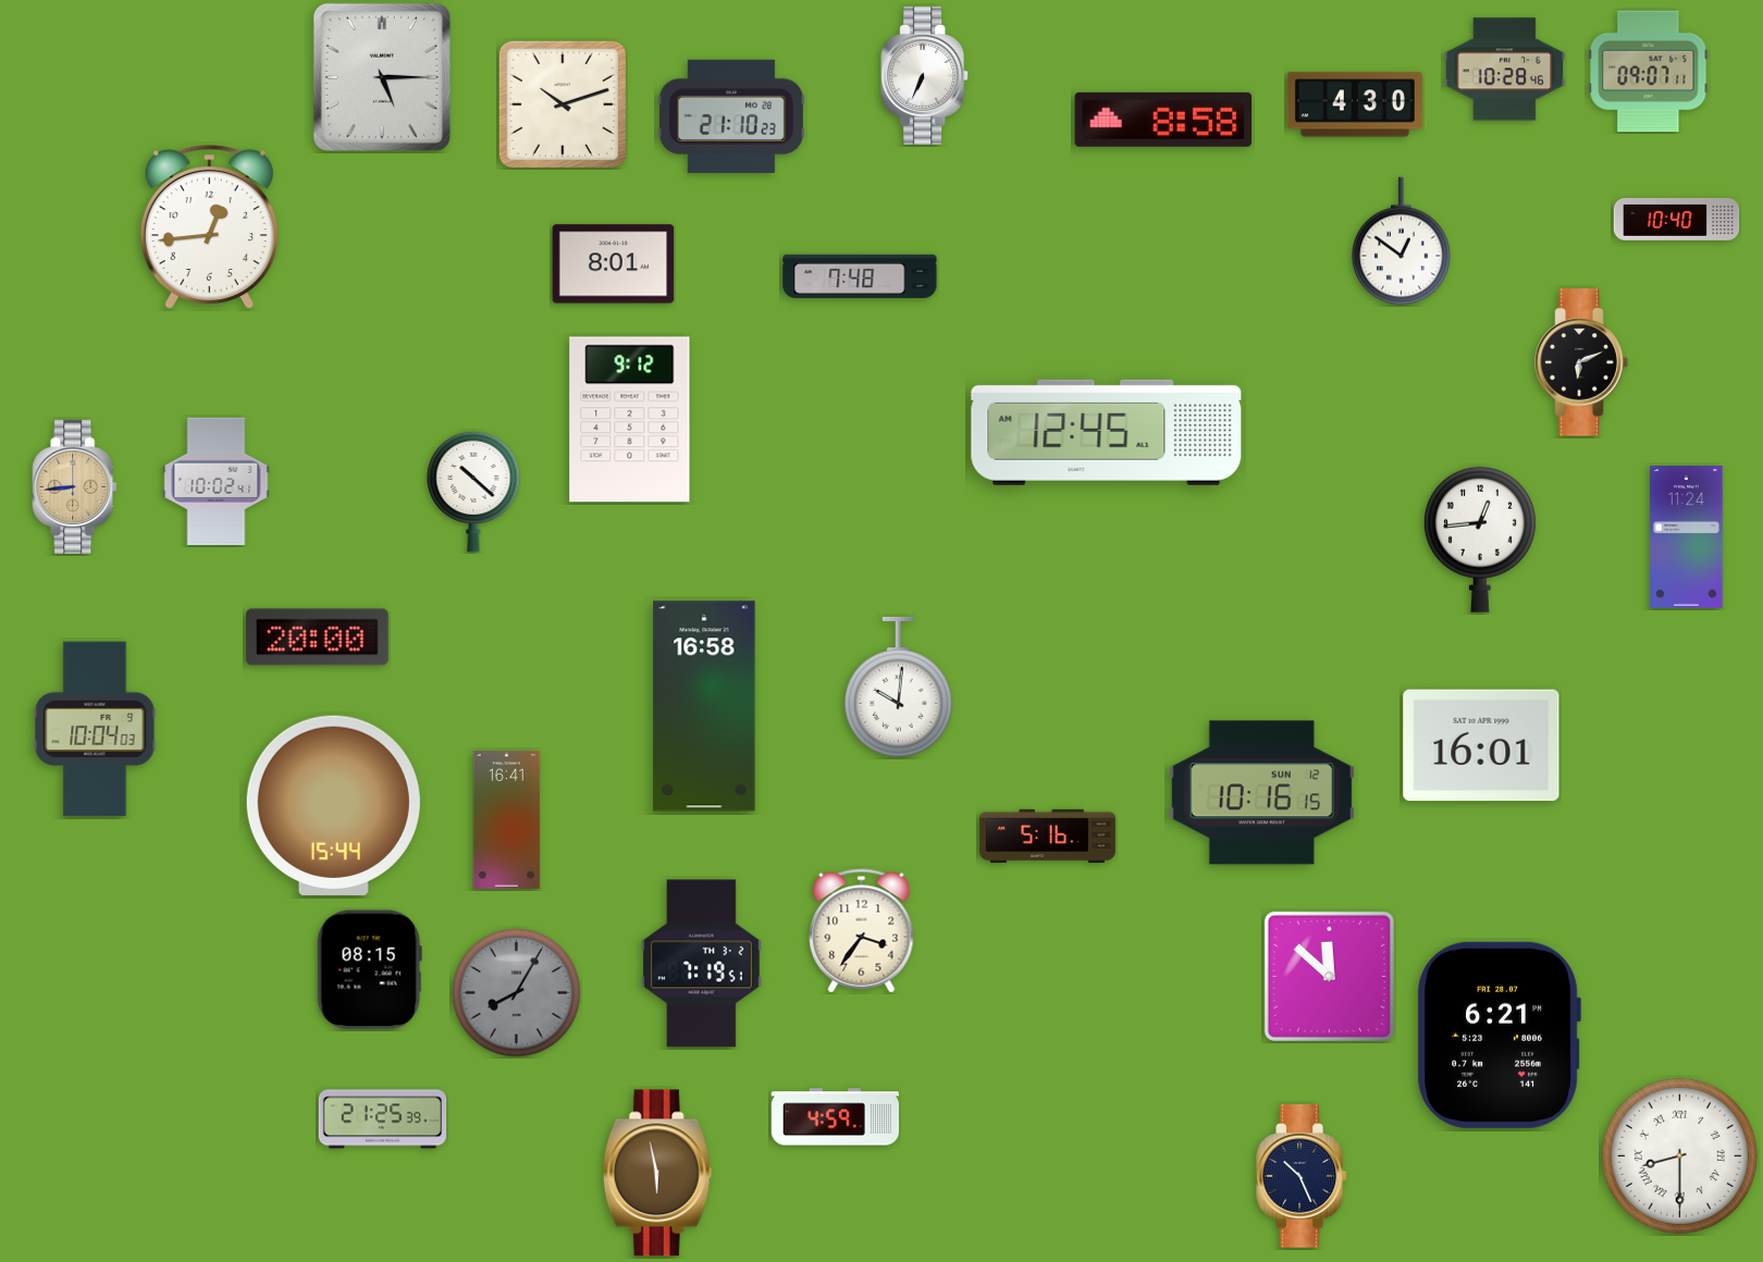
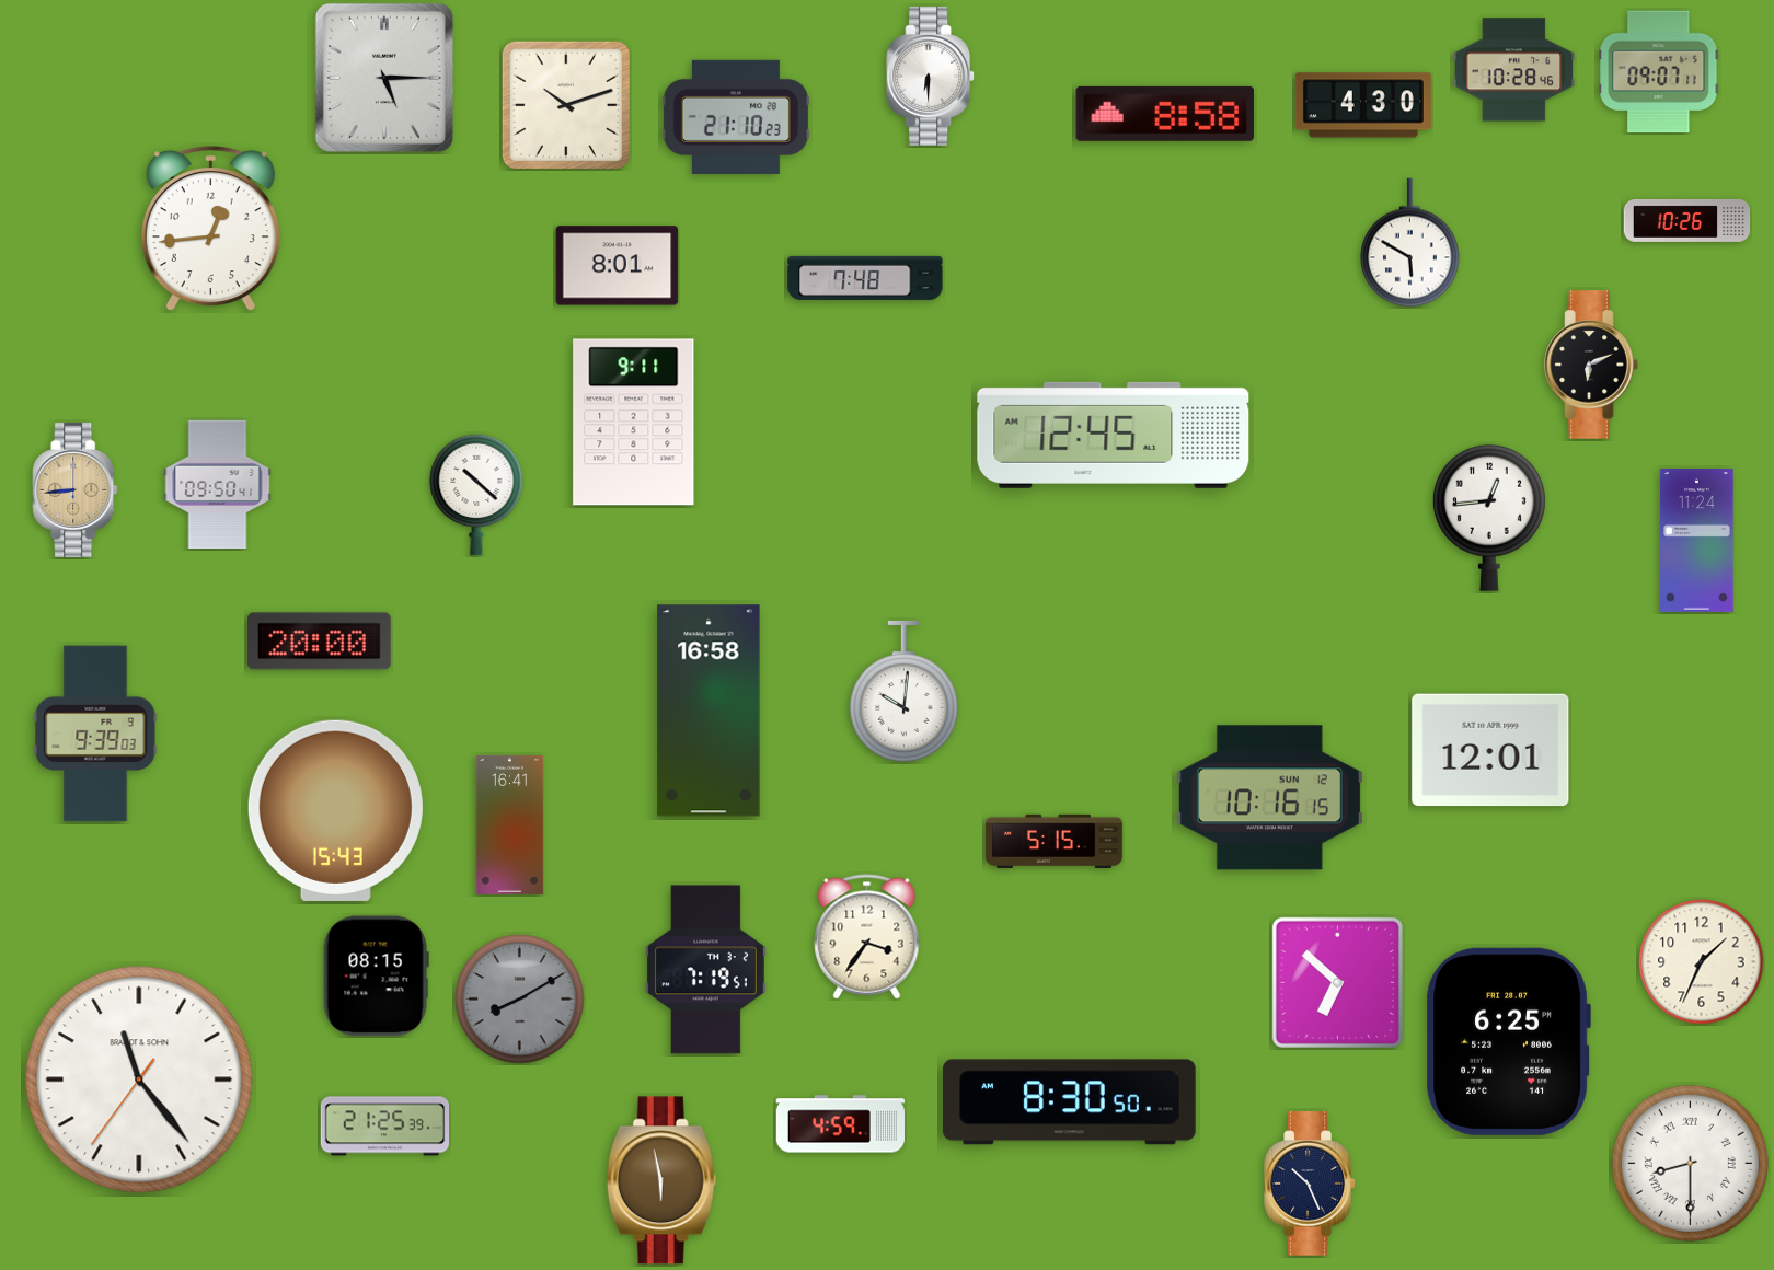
clock at (925, 75): 6:34 -> 6:30
clock at (1163, 120) position: (1163, 120) -> (1165, 114)
clock at (1677, 219): 10:40 -> 10:26
clock at (1402, 242): 12:51 -> 5:50
clock at (630, 420): 9:12 -> 9:11
clock at (217, 482): 10:02 -> 09:50
clock at (1480, 540) position: (1480, 540) -> (1489, 518)
clock at (95, 729): 10:04 -> 9:39
clock at (1481, 745): 16:01 -> 12:01
clock at (333, 805): 15:44 -> 15:43
clock at (1047, 836): 5:16 -> 5:15
clock at (1702, 962): none -> 1:34
clock at (369, 970) position: (369, 970) -> (376, 977)
clock at (1329, 976): 11:52 -> 6:52
clock at (517, 993): 8:05 -> 8:10
clock at (1499, 1035): 6:21 -> 6:25
clock at (139, 1079): none -> 11:23
clock at (1070, 1102): none -> 8:30
